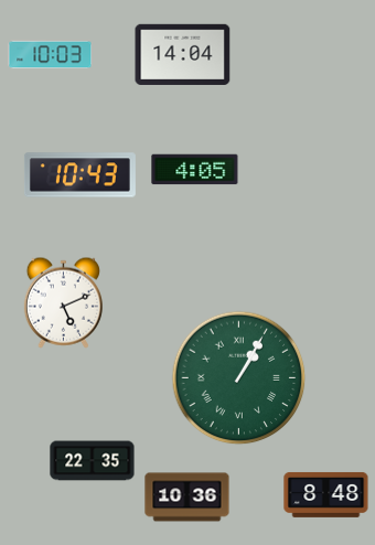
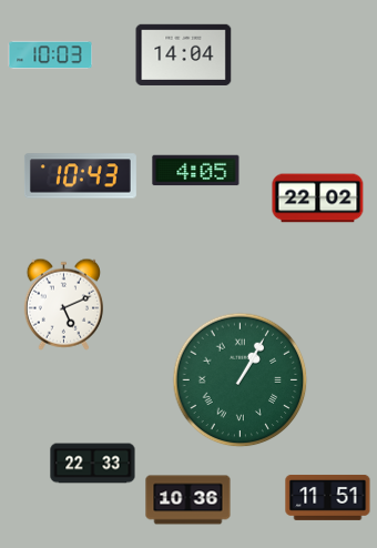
clock at (318, 199): none -> 22:02
clock at (93, 461): 22:35 -> 22:33
clock at (326, 494): 8:48 -> 11:51
